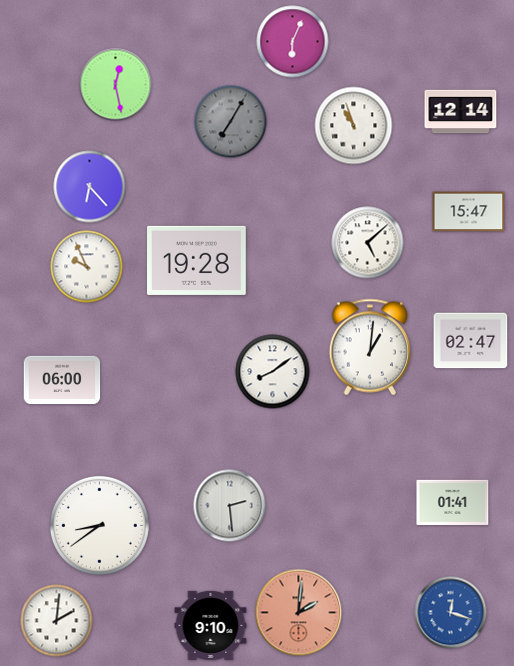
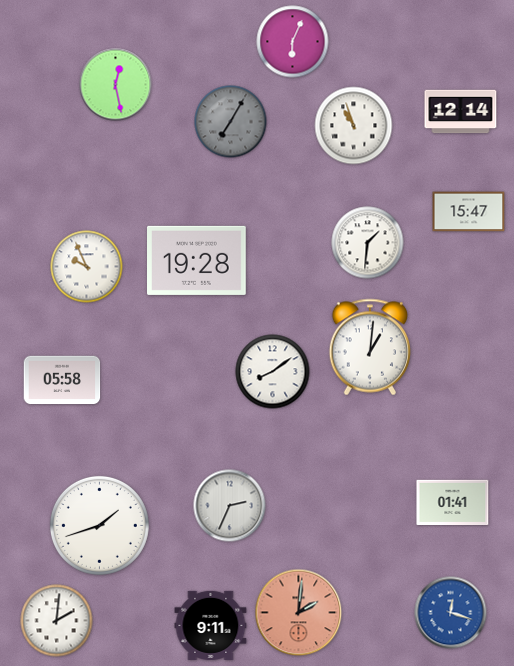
clock at (90, 187): 6:23 -> none
clock at (368, 243): 5:08 -> 1:31
clock at (471, 341): 02:47 -> none
clock at (62, 380): 06:00 -> 05:58
clock at (230, 506): 2:29 -> 2:34
clock at (99, 525): 8:39 -> 1:42
clock at (211, 625): 9:10 -> 9:11
